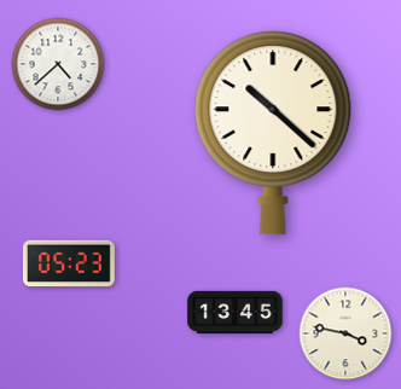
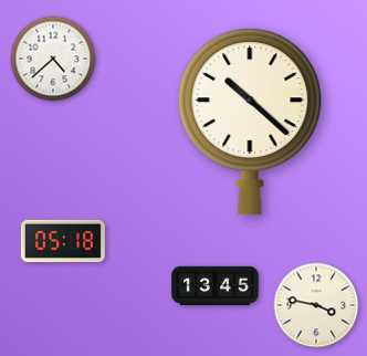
clock at (69, 263): 05:23 -> 05:18
